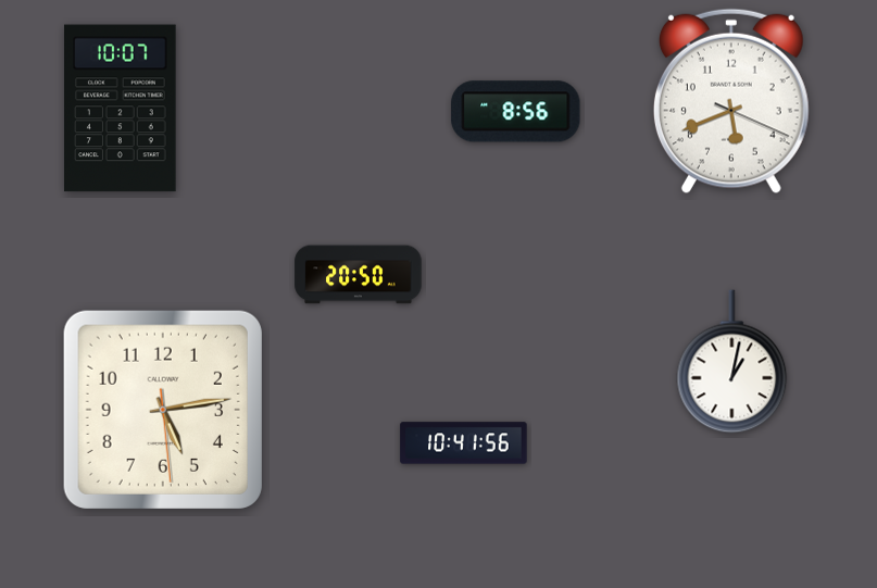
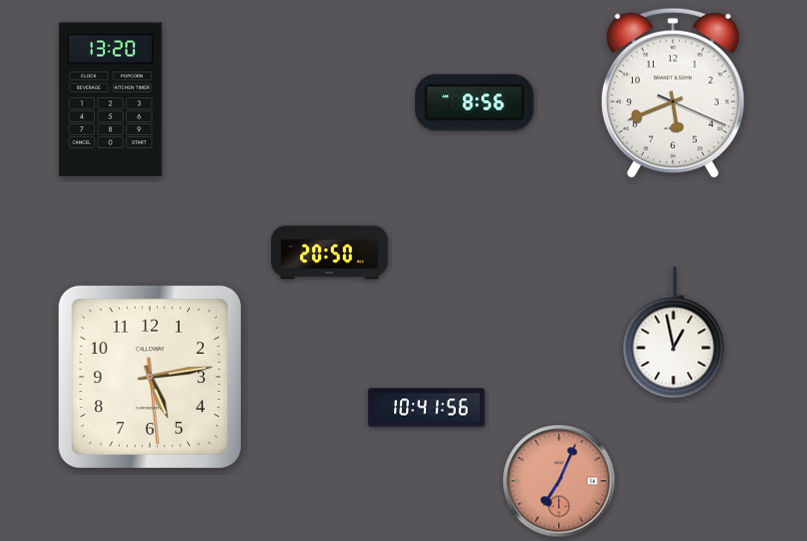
clock at (121, 109): 10:07 -> 13:20
clock at (732, 362): 1:02 -> 12:58
clock at (559, 481): none -> 7:04
